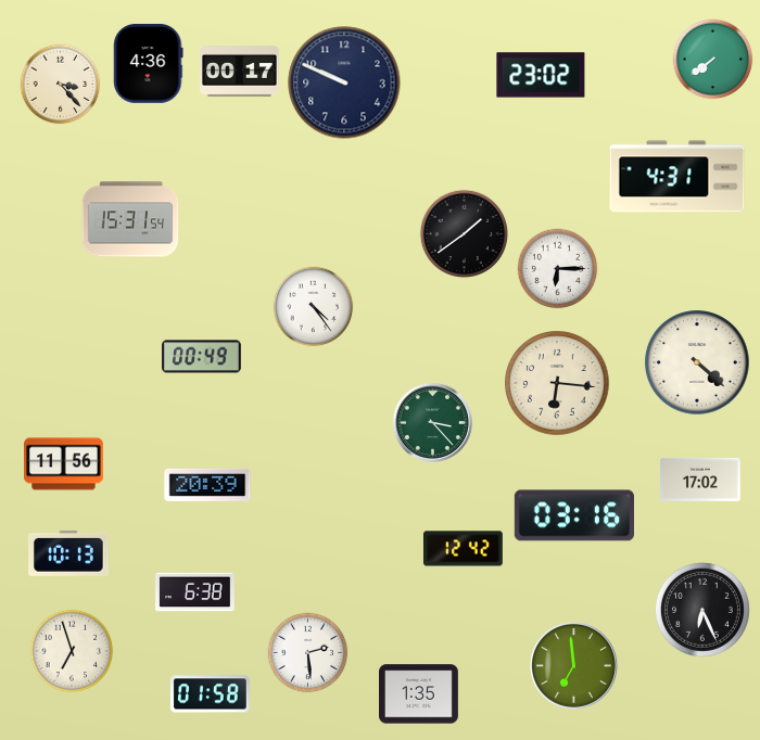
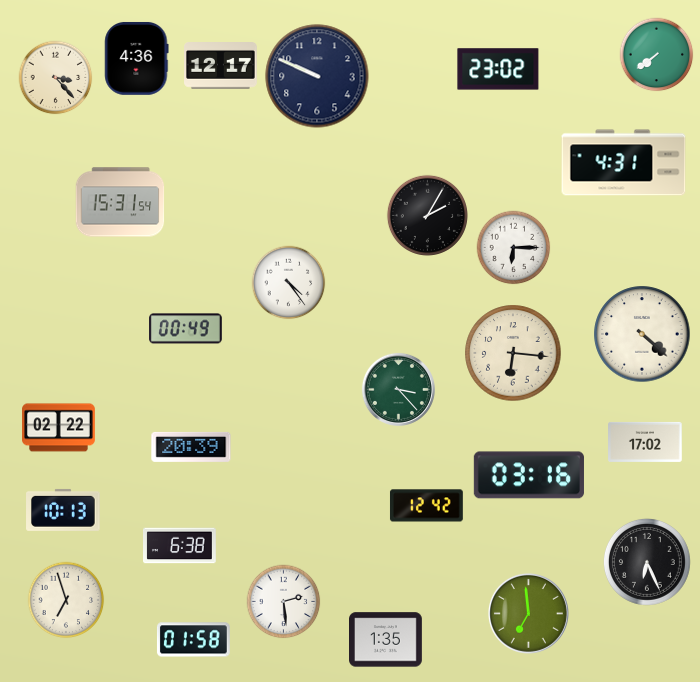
clock at (240, 72): 00:17 -> 12:17
clock at (464, 233): 1:39 -> 2:05
clock at (64, 464): 11:56 -> 02:22
